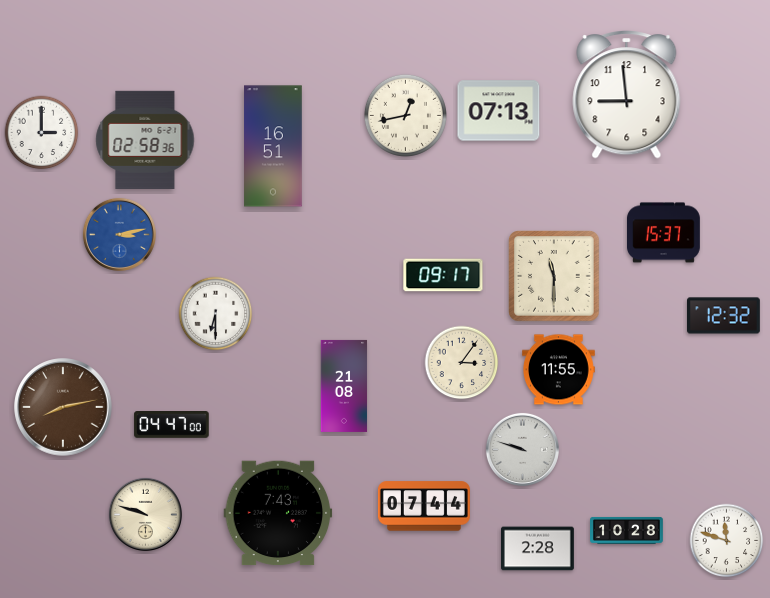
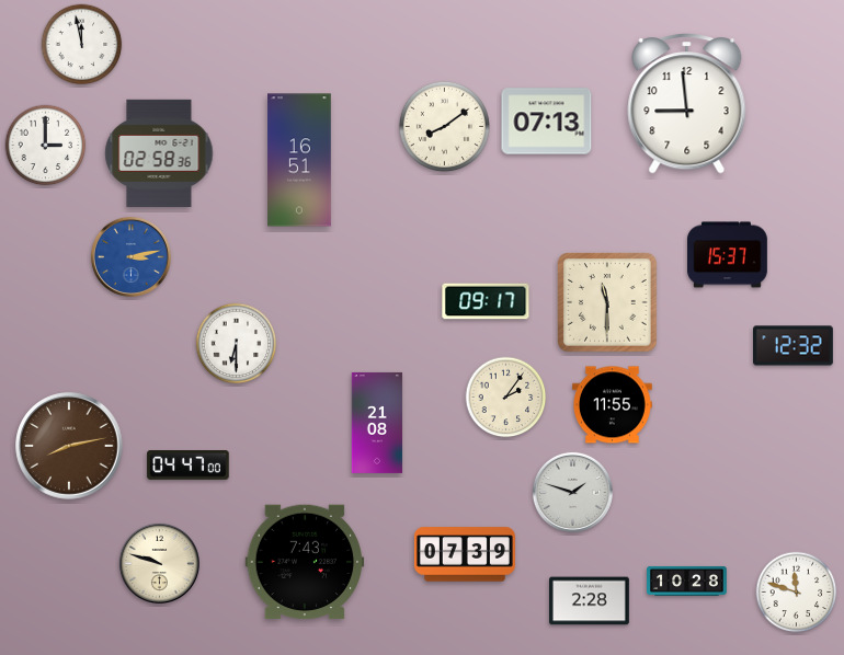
clock at (82, 45): none -> 11:58
clock at (405, 115): 12:43 -> 8:09
clock at (462, 363): 3:06 -> 2:06
clock at (522, 449): 9:48 -> 1:48
clock at (424, 506): 07:44 -> 07:39
